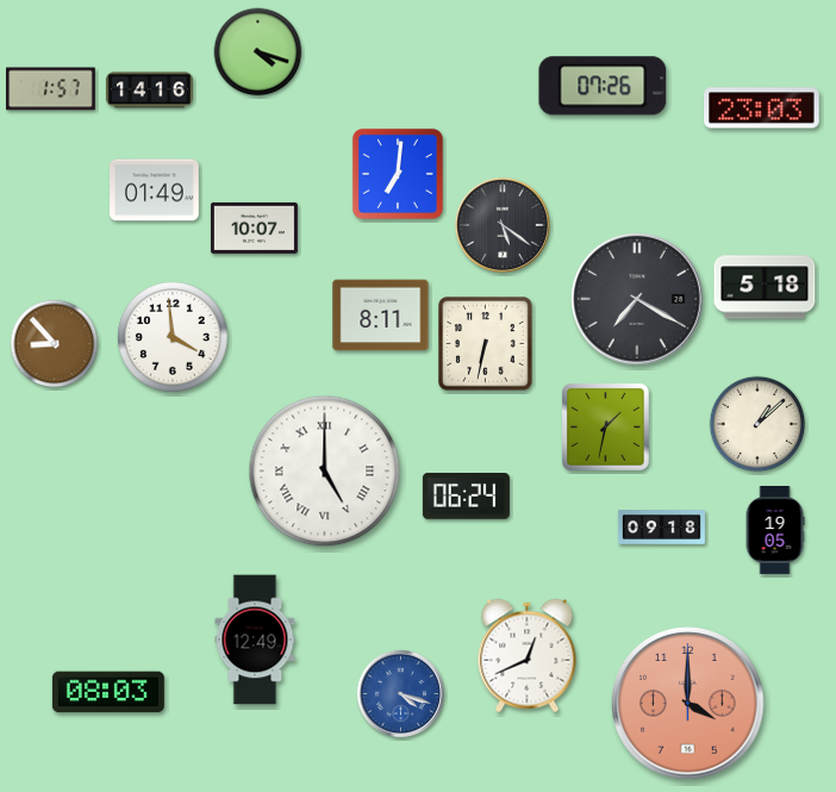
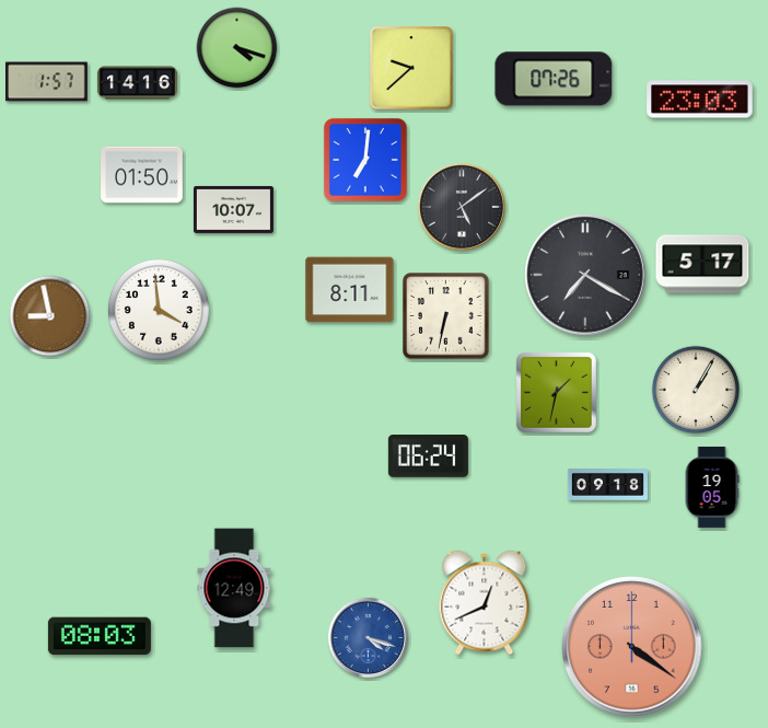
clock at (411, 68): none -> 9:38
clock at (155, 191): 01:49 -> 01:50
clock at (503, 225): 5:21 -> 5:09
clock at (765, 287): 5:18 -> 5:17
clock at (55, 344): 8:53 -> 8:58
clock at (757, 424): 1:08 -> 1:05
clock at (325, 472): 5:00 -> none
clock at (688, 704): 4:00 -> 4:21
